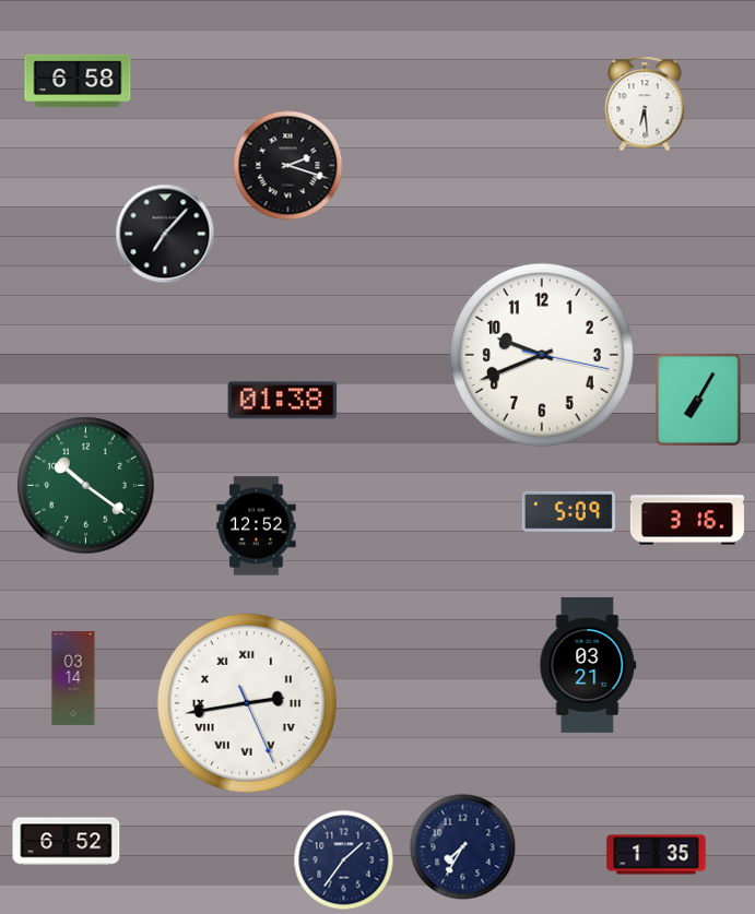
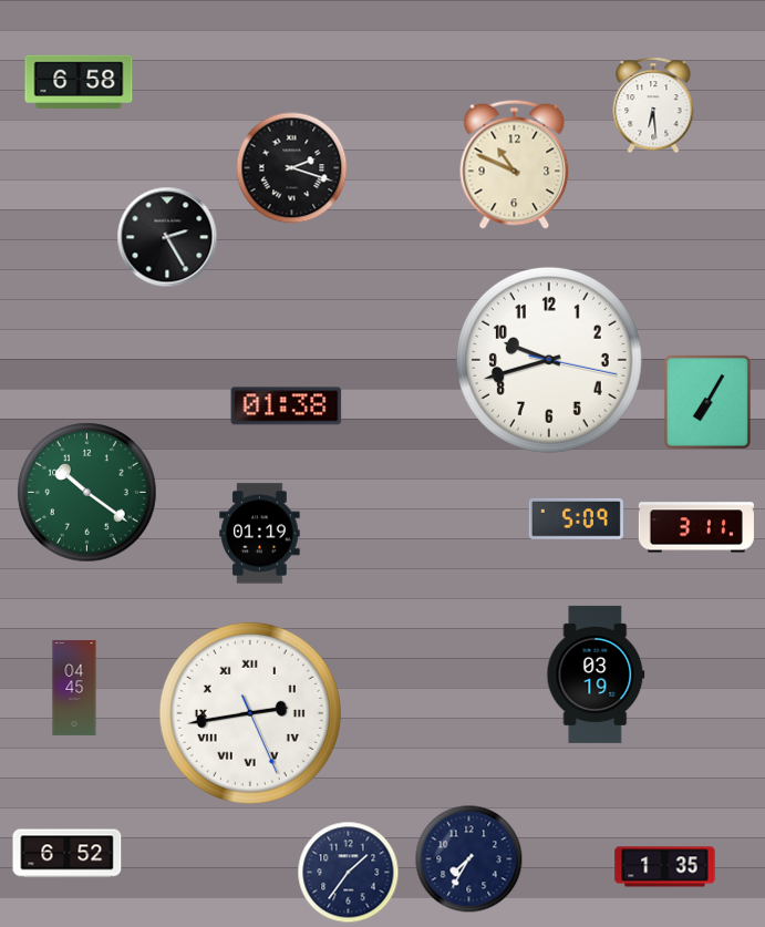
clock at (515, 164): none -> 10:49
clock at (165, 234): 7:07 -> 2:25
clock at (542, 355): 9:41 -> 9:42
clock at (698, 400) position: (698, 400) -> (707, 402)
clock at (687, 520): 3:16 -> 3:11
clock at (257, 526): 12:52 -> 01:19
clock at (588, 665): 03:21 -> 03:19
clock at (73, 678): 03:14 -> 04:45
